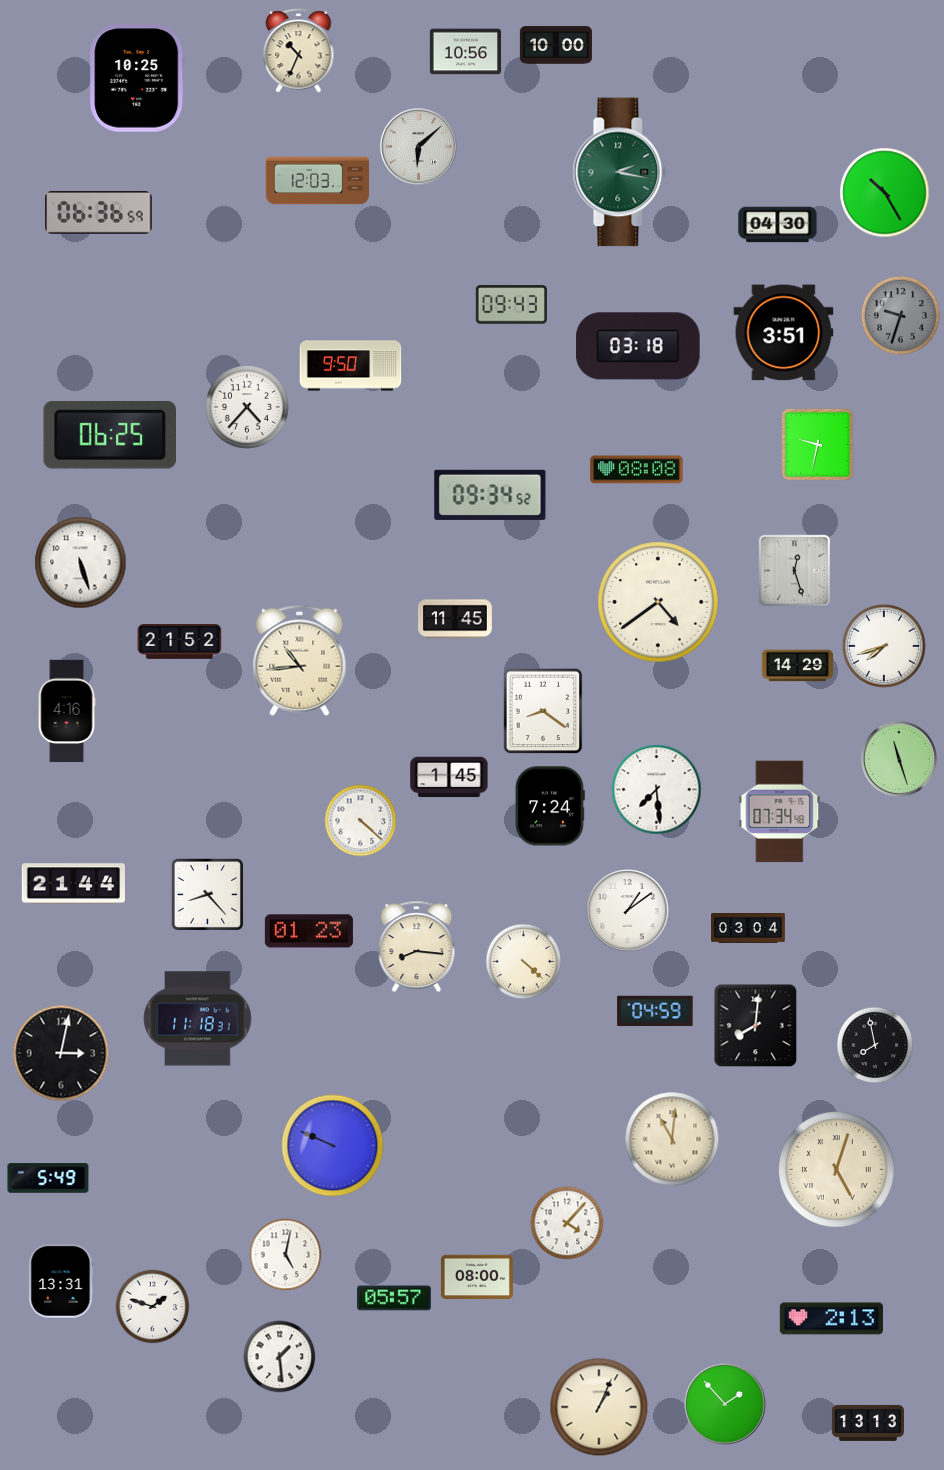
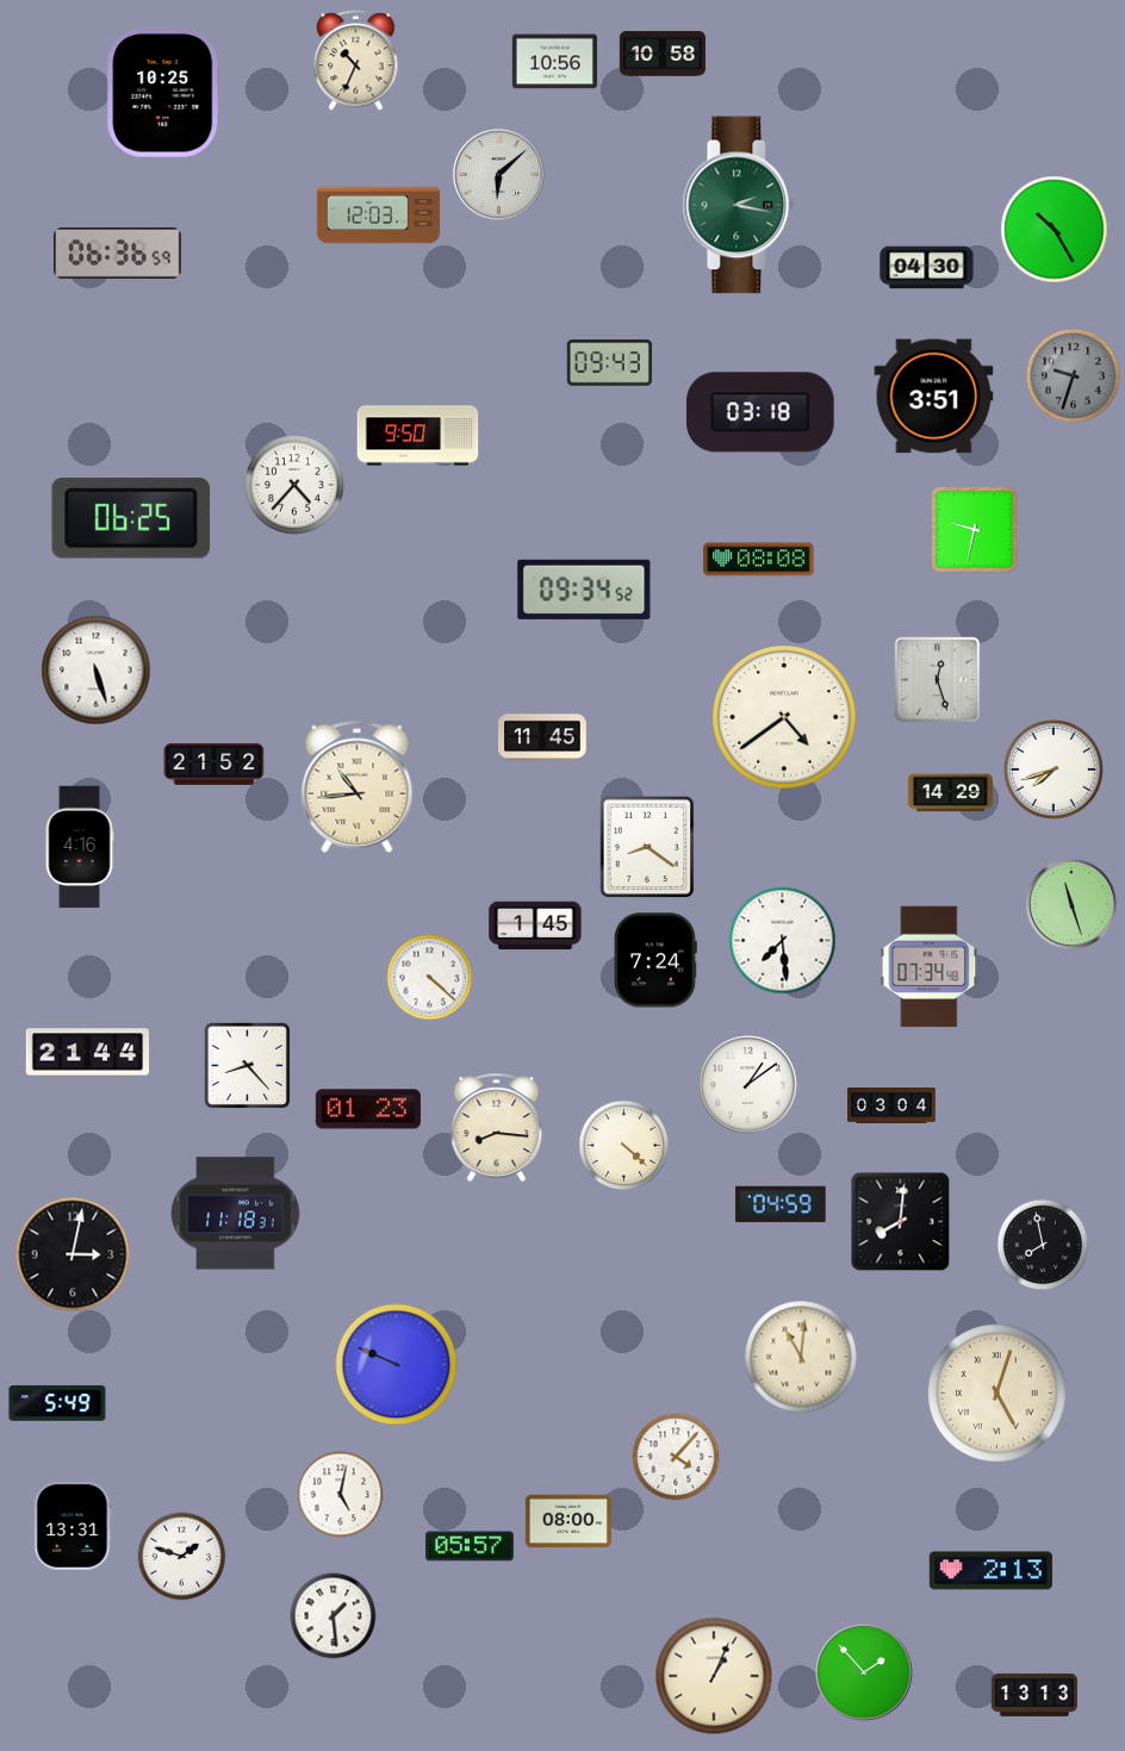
clock at (556, 45): 10:00 -> 10:58
clock at (795, 571) position: (795, 571) -> (938, 680)
